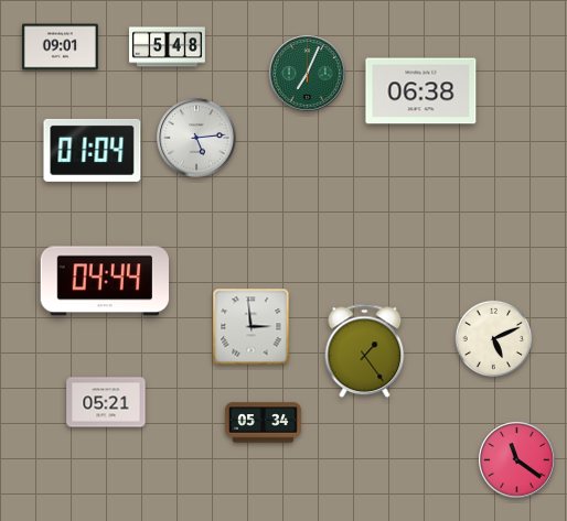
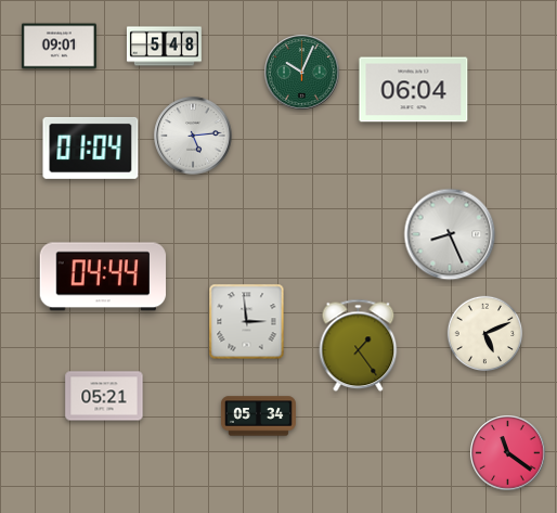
clock at (308, 74): 7:04 -> 10:04
clock at (421, 91): 06:38 -> 06:04
clock at (450, 234): none -> 8:26
